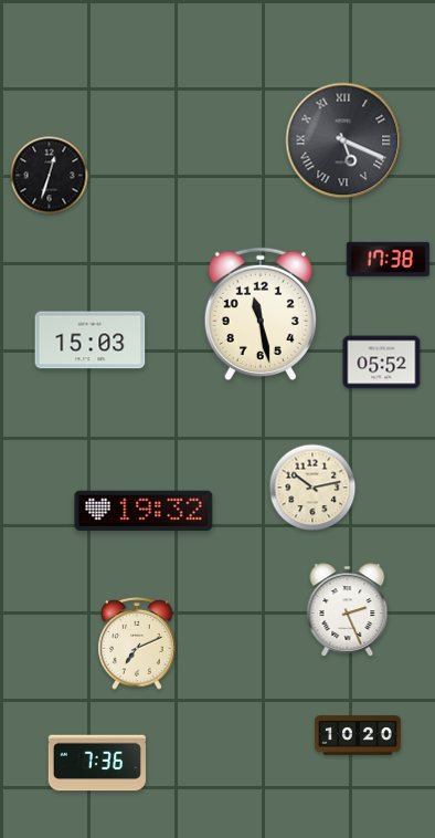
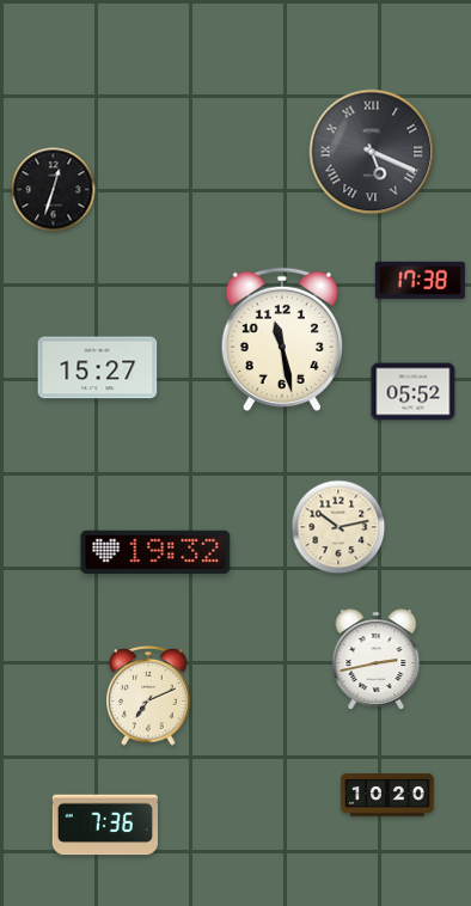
clock at (91, 341): 15:03 -> 15:27
clock at (348, 610): 2:26 -> 2:43
